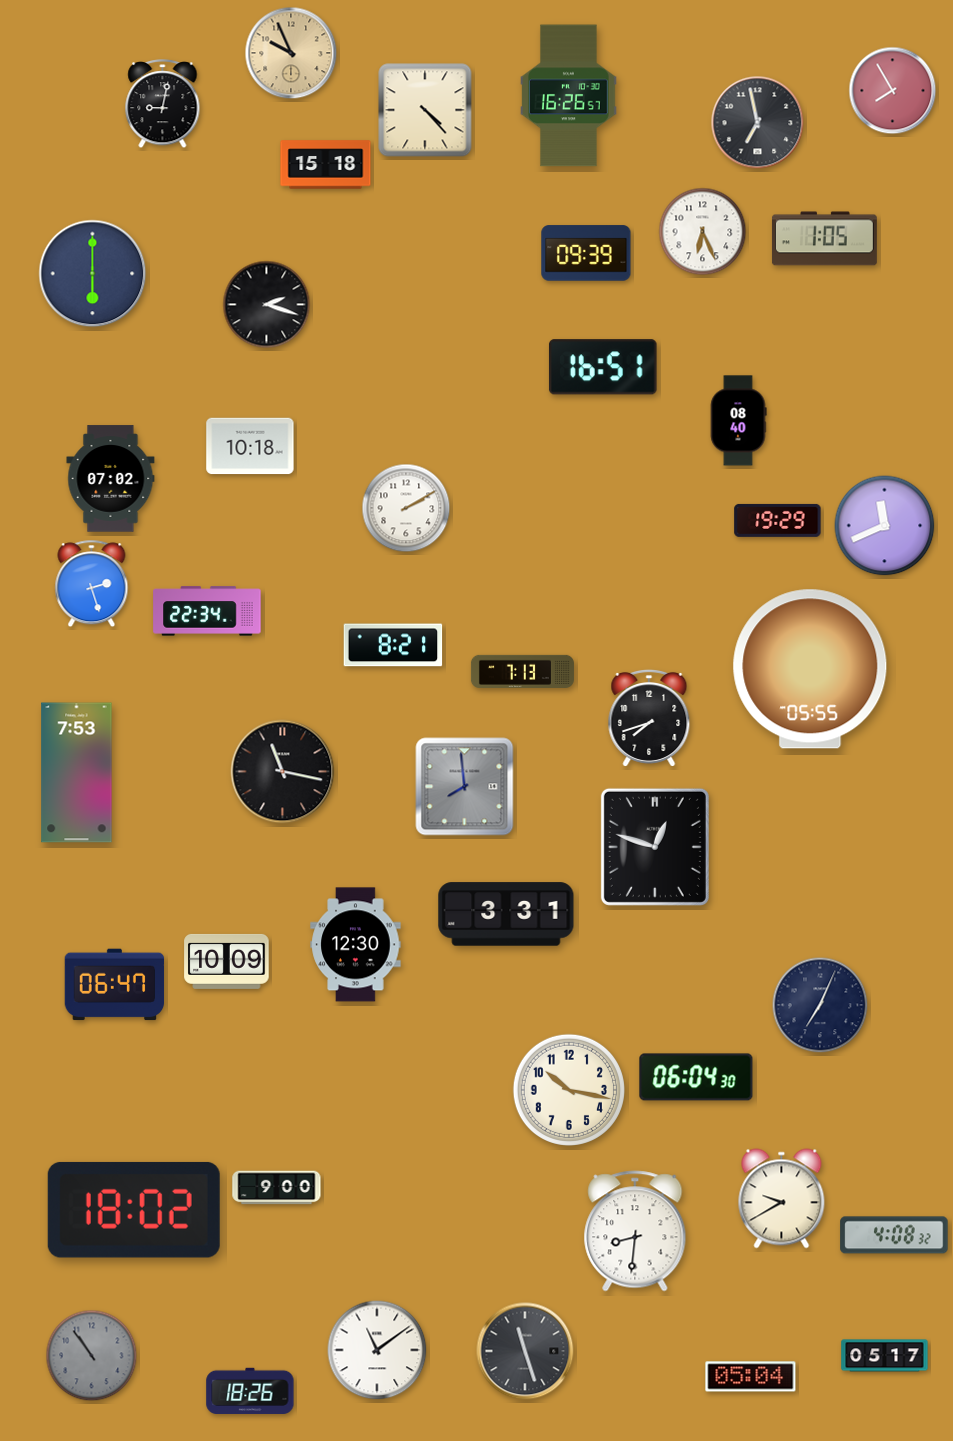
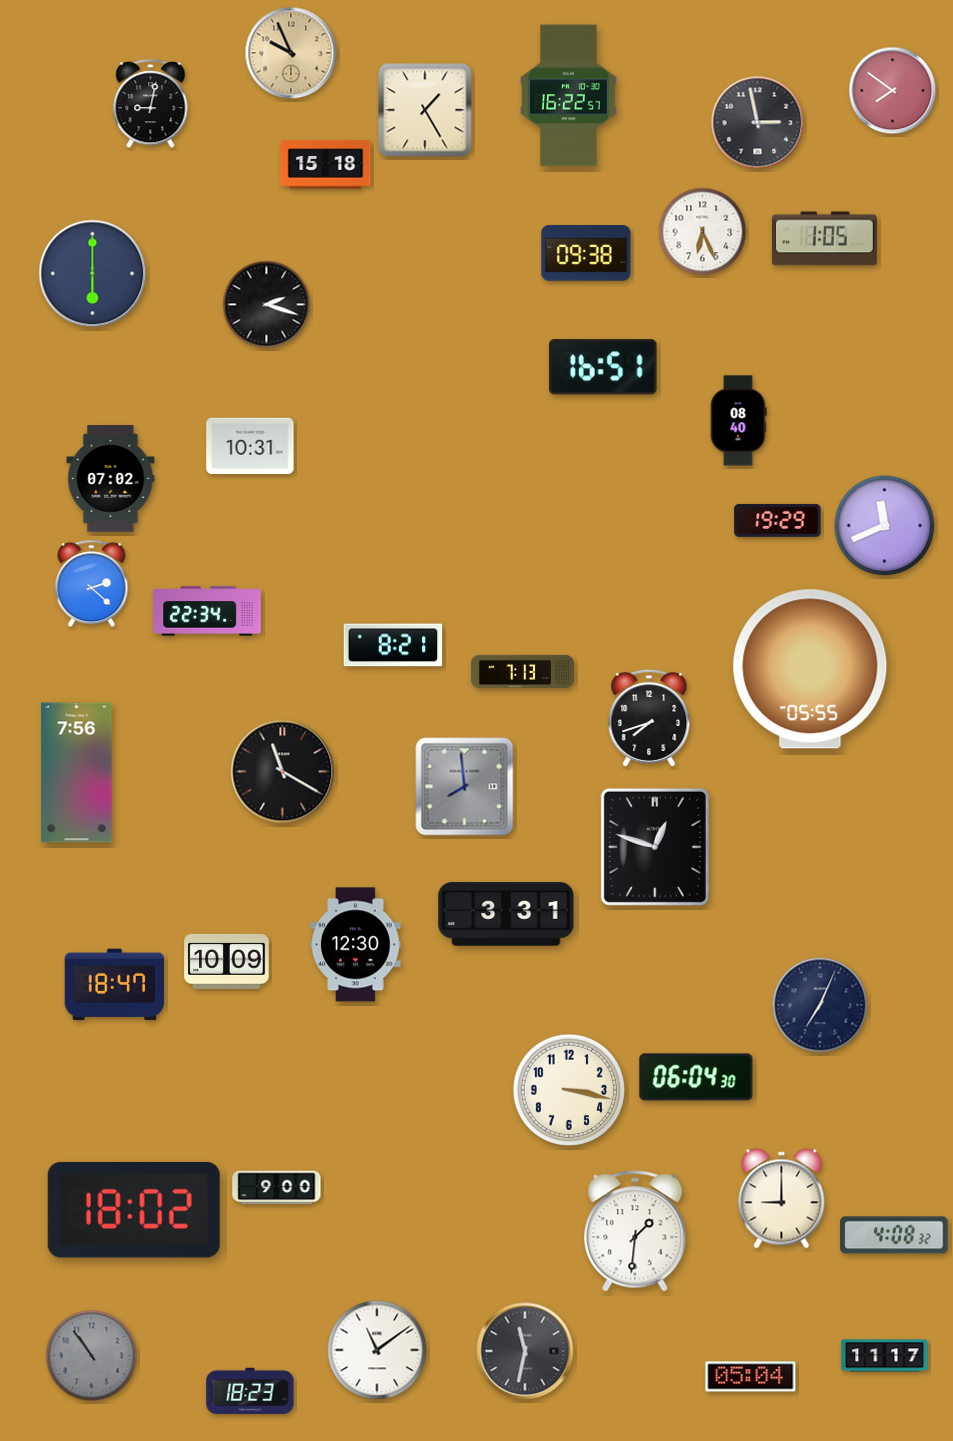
clock at (893, 91): 7:55 -> 7:51
clock at (569, 96): 16:26 -> 16:22
clock at (163, 104) position: (163, 104) -> (151, 104)
clock at (425, 110): 4:23 -> 1:25
clock at (758, 123): 6:58 -> 2:58
clock at (586, 253): 09:39 -> 09:38
clock at (250, 446): 10:18 -> 10:31
clock at (406, 508): 2:10 -> none
clock at (92, 584): 2:27 -> 2:22
clock at (283, 772): 11:17 -> 11:20
clock at (77, 773): 7:53 -> 7:56
clock at (115, 985): 06:47 -> 18:47
clock at (569, 1090): 10:17 -> 3:17
clock at (782, 1199): 9:40 -> 9:00
clock at (635, 1231): 8:31 -> 1:31
clock at (525, 1351): 11:27 -> 11:32
clock at (885, 1356): 05:17 -> 11:17
clock at (250, 1391): 18:26 -> 18:23
